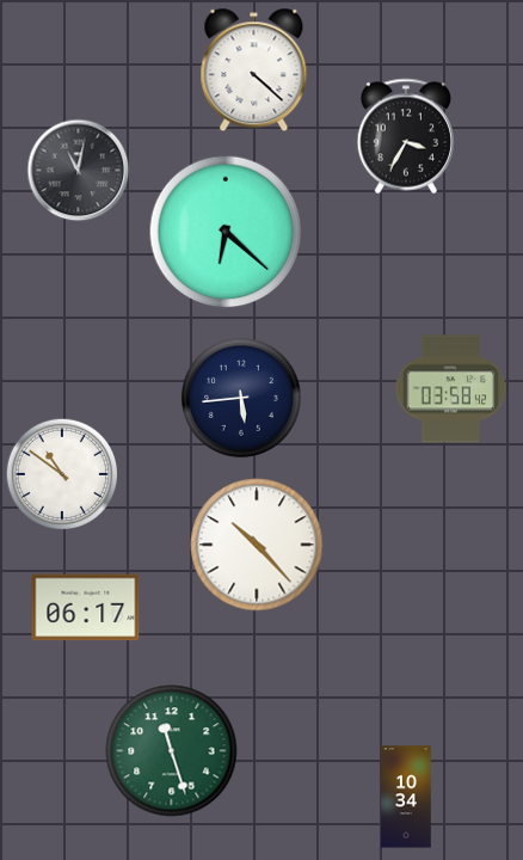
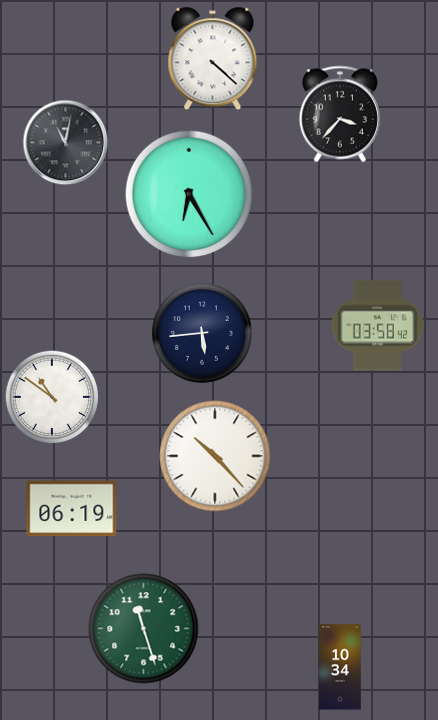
clock at (405, 136): 3:35 -> 3:37
clock at (226, 232): 6:22 -> 6:25
clock at (86, 608): 06:17 -> 06:19
